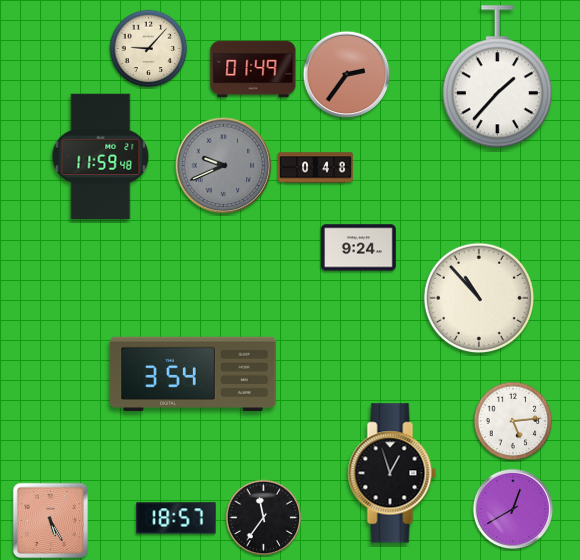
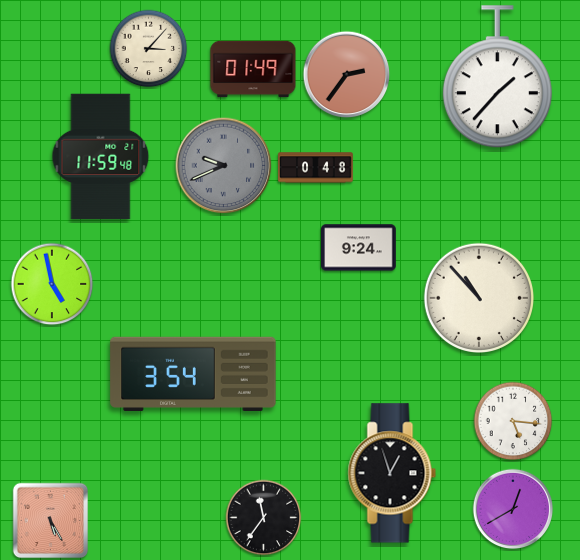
clock at (149, 49): 9:07 -> 3:07
clock at (52, 284): none -> 4:58
clock at (513, 421): 5:14 -> 5:16
clock at (176, 518): 18:57 -> none
